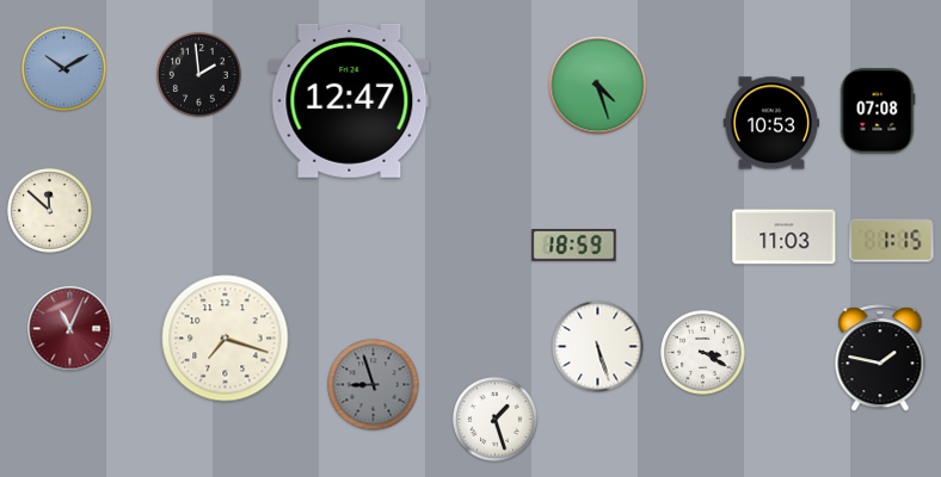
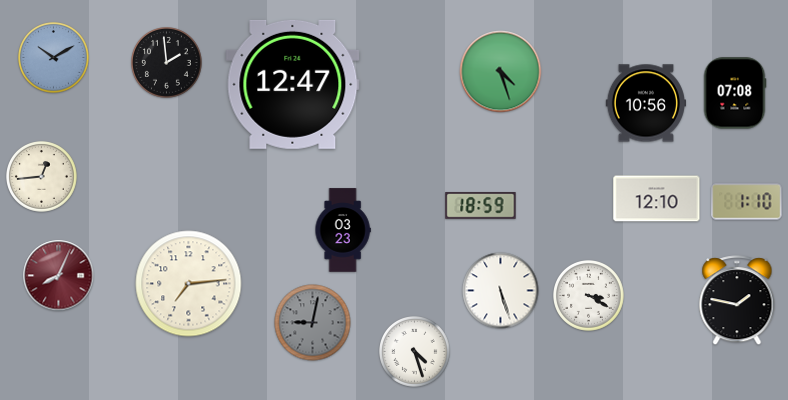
clock at (770, 123): 10:53 -> 10:56
clock at (50, 211): 11:52 -> 12:44
clock at (785, 237): 11:03 -> 12:10
clock at (892, 241): 1:15 -> 1:10
clock at (343, 230): none -> 03:23
clock at (70, 329): 11:04 -> 8:04
clock at (226, 339): 7:18 -> 7:14
clock at (374, 385): 8:57 -> 9:02
clock at (496, 420): 1:27 -> 4:27
